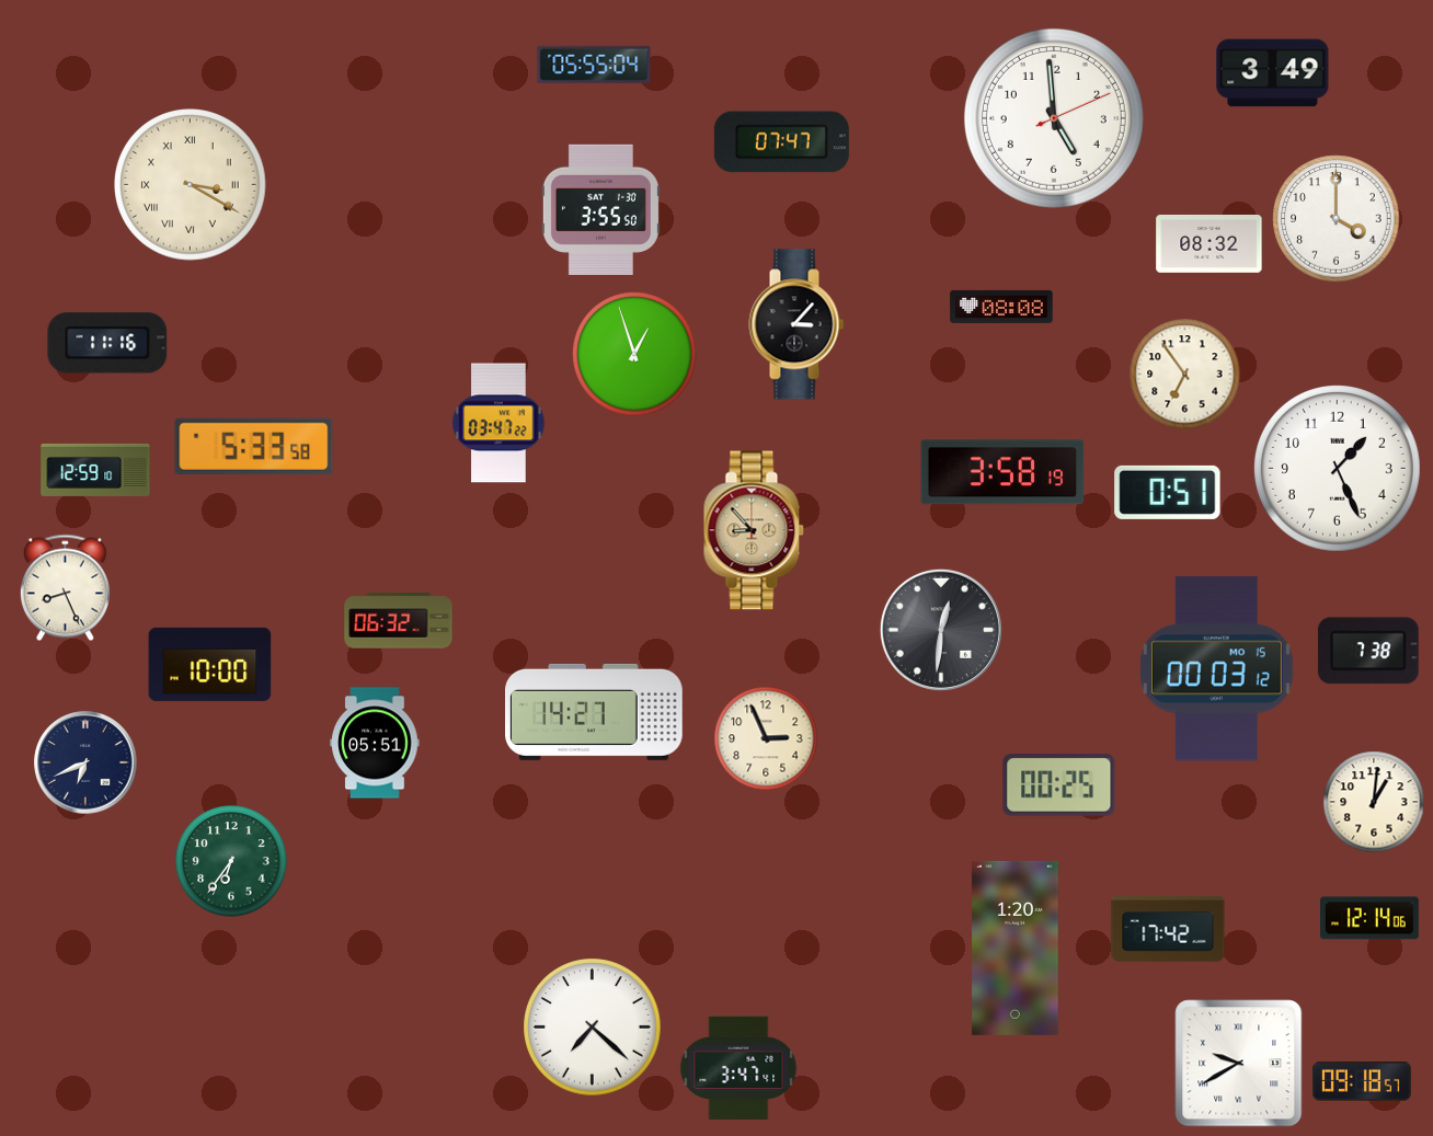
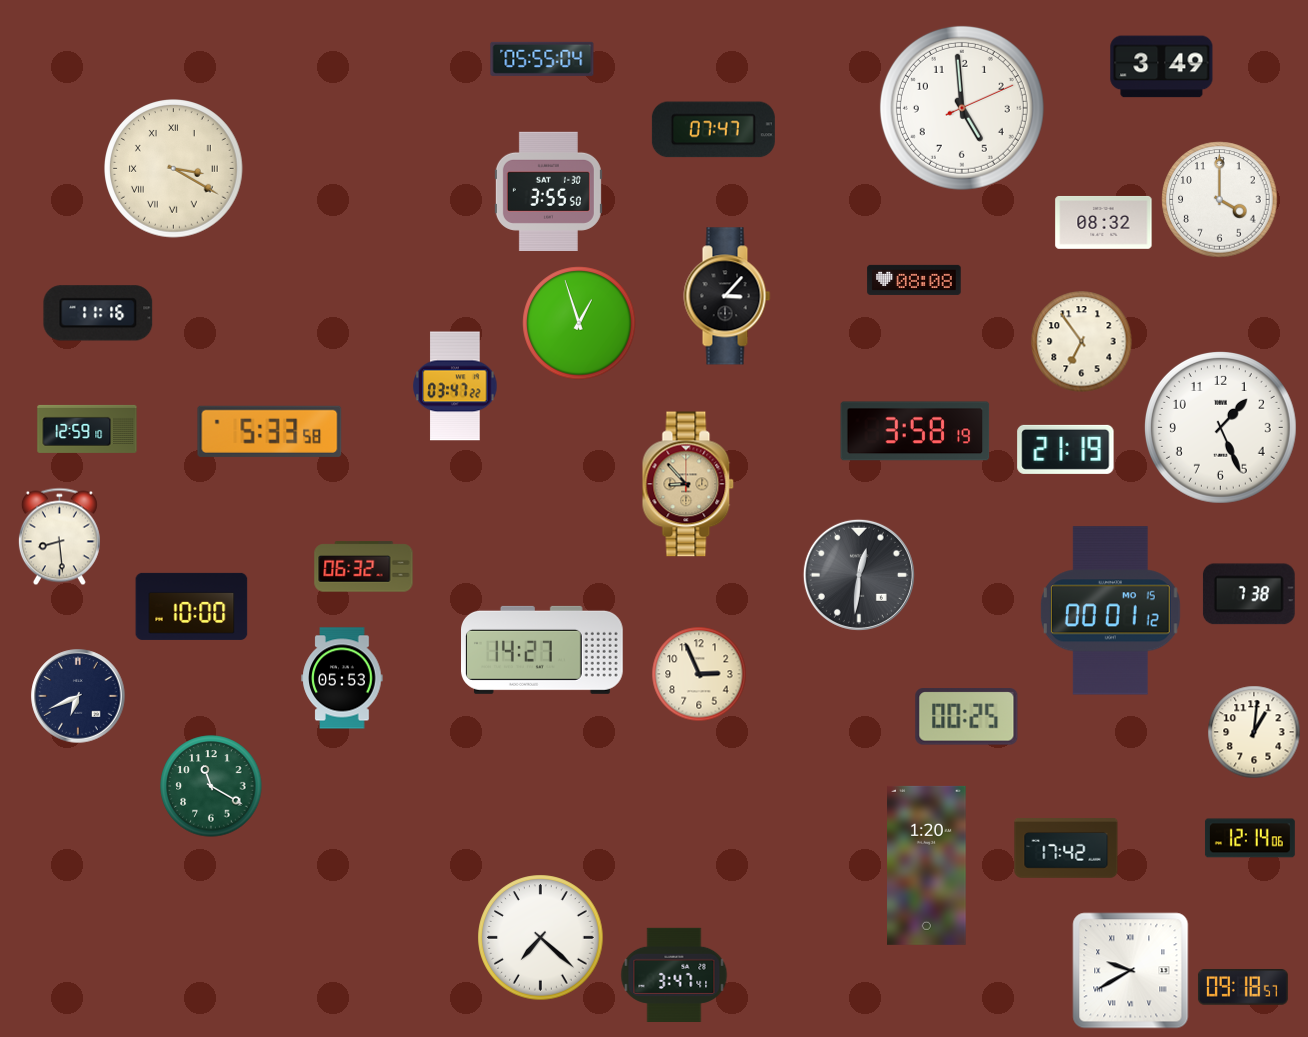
clock at (254, 446) position: (254, 446) -> (270, 431)
clock at (1168, 492): 0:51 -> 21:19
clock at (65, 588): 8:26 -> 8:29
clock at (1216, 669): 00:03 -> 00:01
clock at (375, 743): 05:51 -> 05:53
clock at (231, 861): 6:36 -> 11:20
